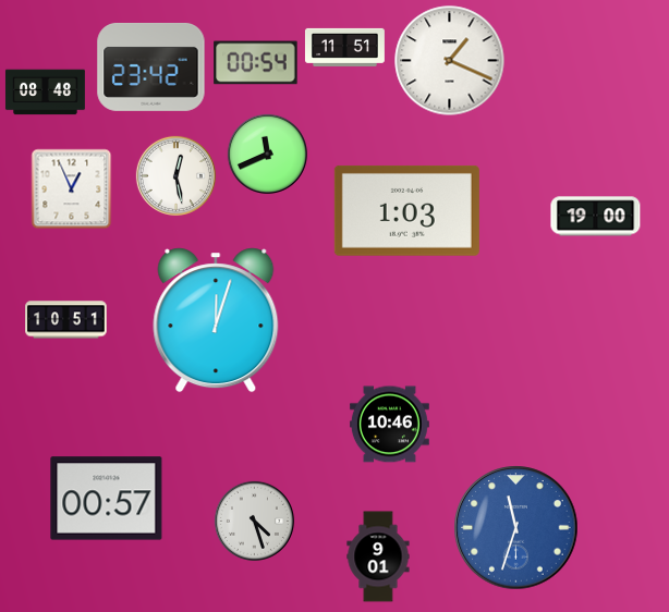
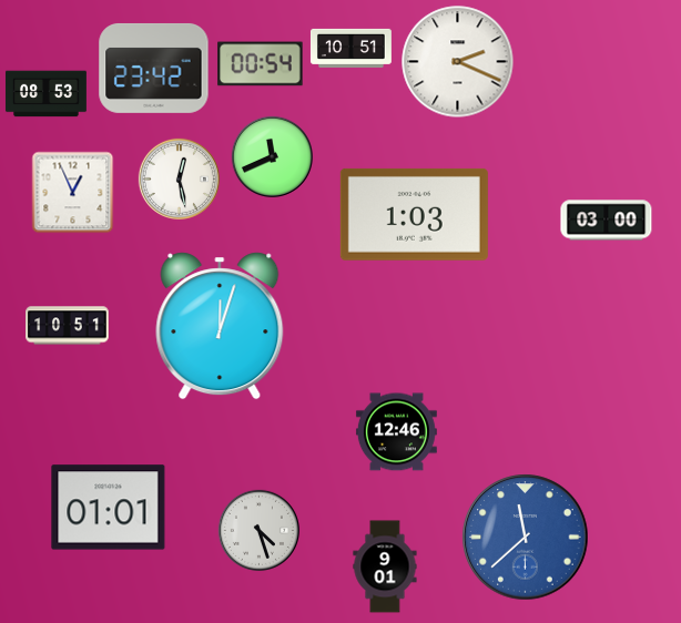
clock at (344, 47): 11:51 -> 10:51
clock at (450, 61): 1:19 -> 2:19
clock at (45, 93): 08:48 -> 08:53
clock at (596, 217): 19:00 -> 03:00
clock at (389, 425): 10:46 -> 12:46
clock at (107, 499): 00:57 -> 01:01
clock at (516, 528): 11:33 -> 11:38
